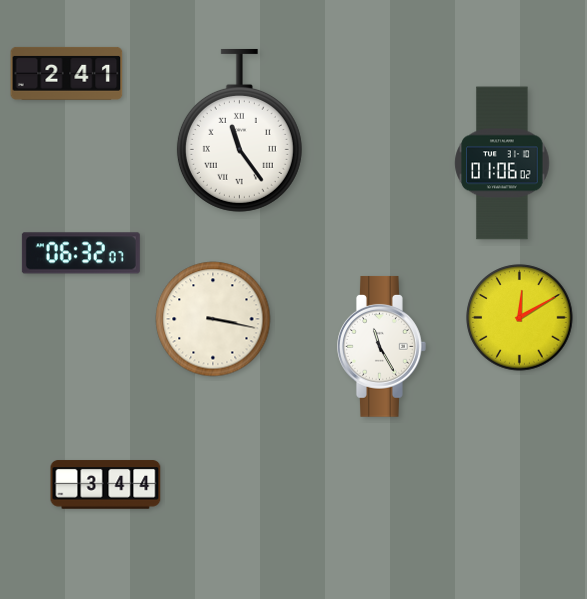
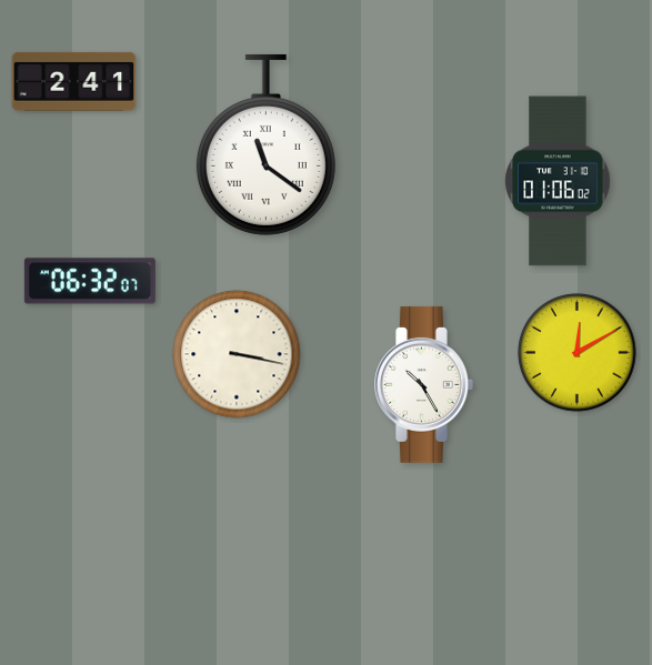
clock at (239, 130): 11:24 -> 11:21
clock at (382, 346): 11:25 -> 10:25
clock at (106, 485): 3:44 -> none
